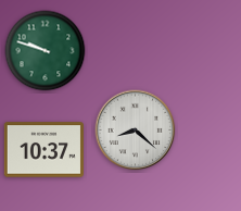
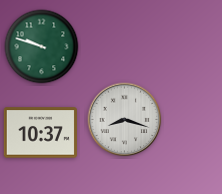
clock at (136, 131): 8:22 -> 8:18
clock at (43, 150) position: (43, 150) -> (40, 133)
